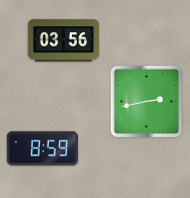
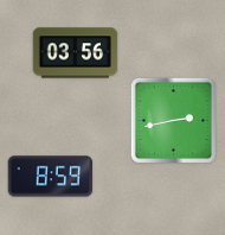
clock at (64, 41) position: (64, 41) -> (76, 53)
